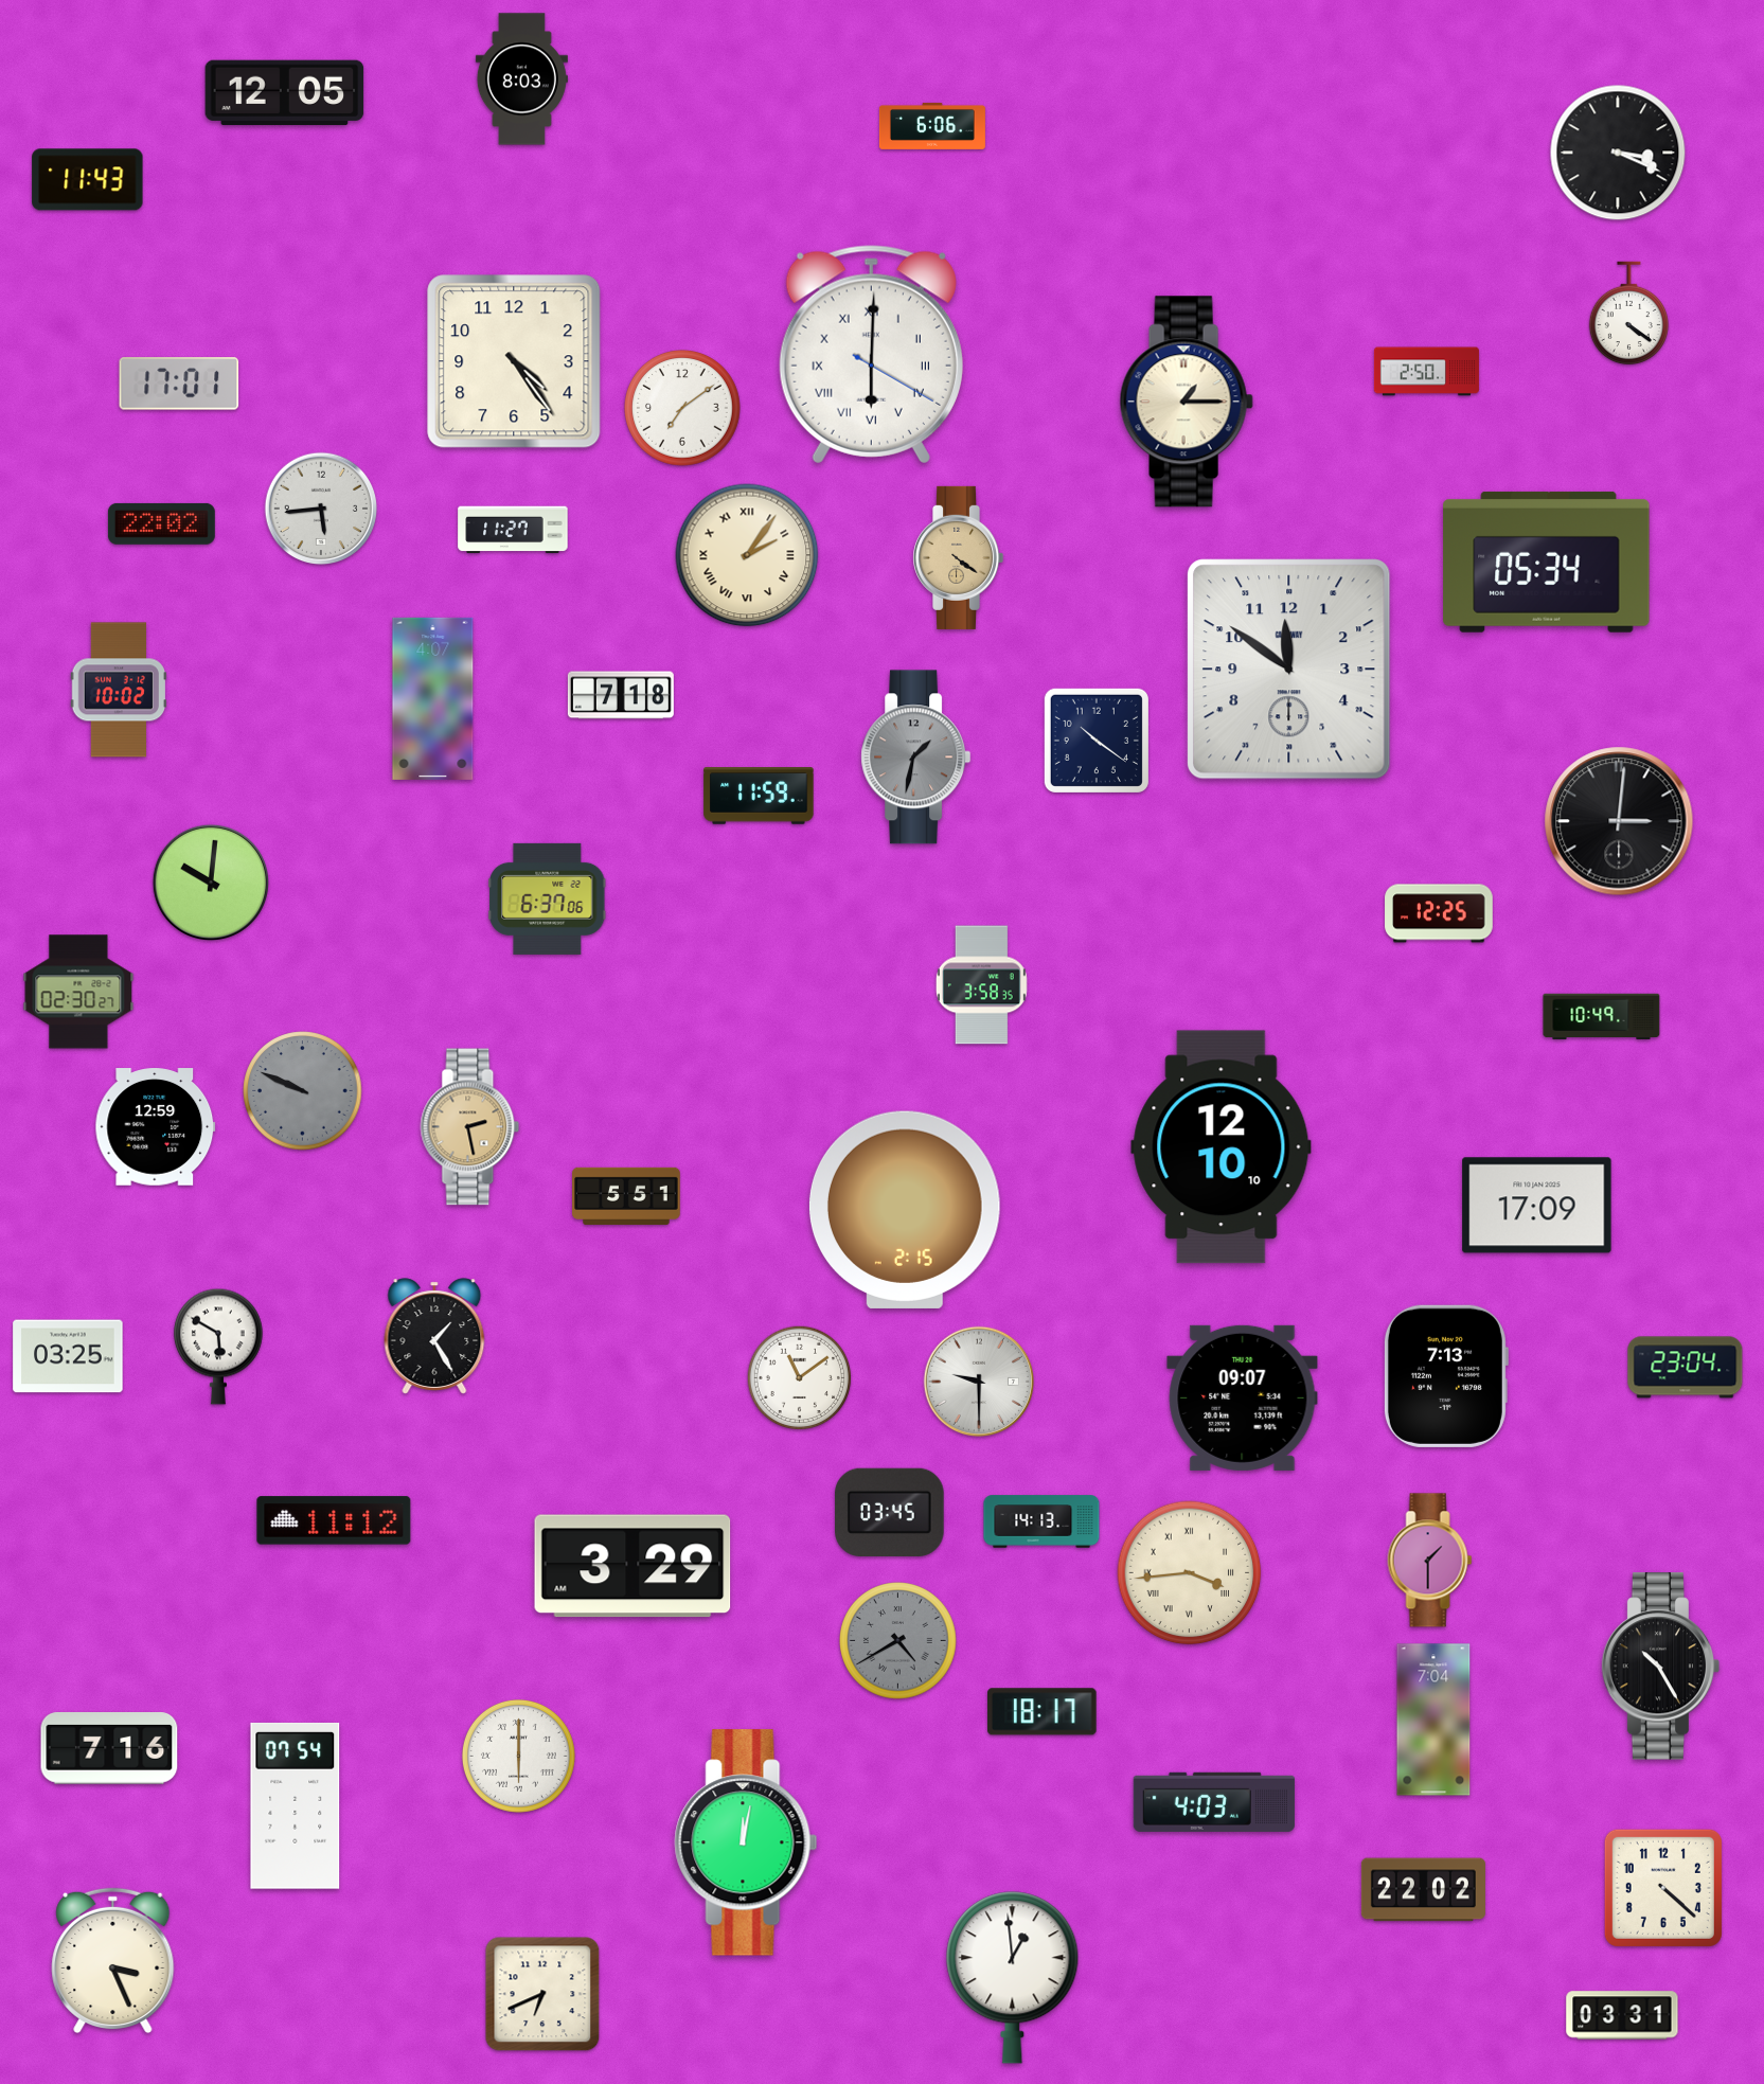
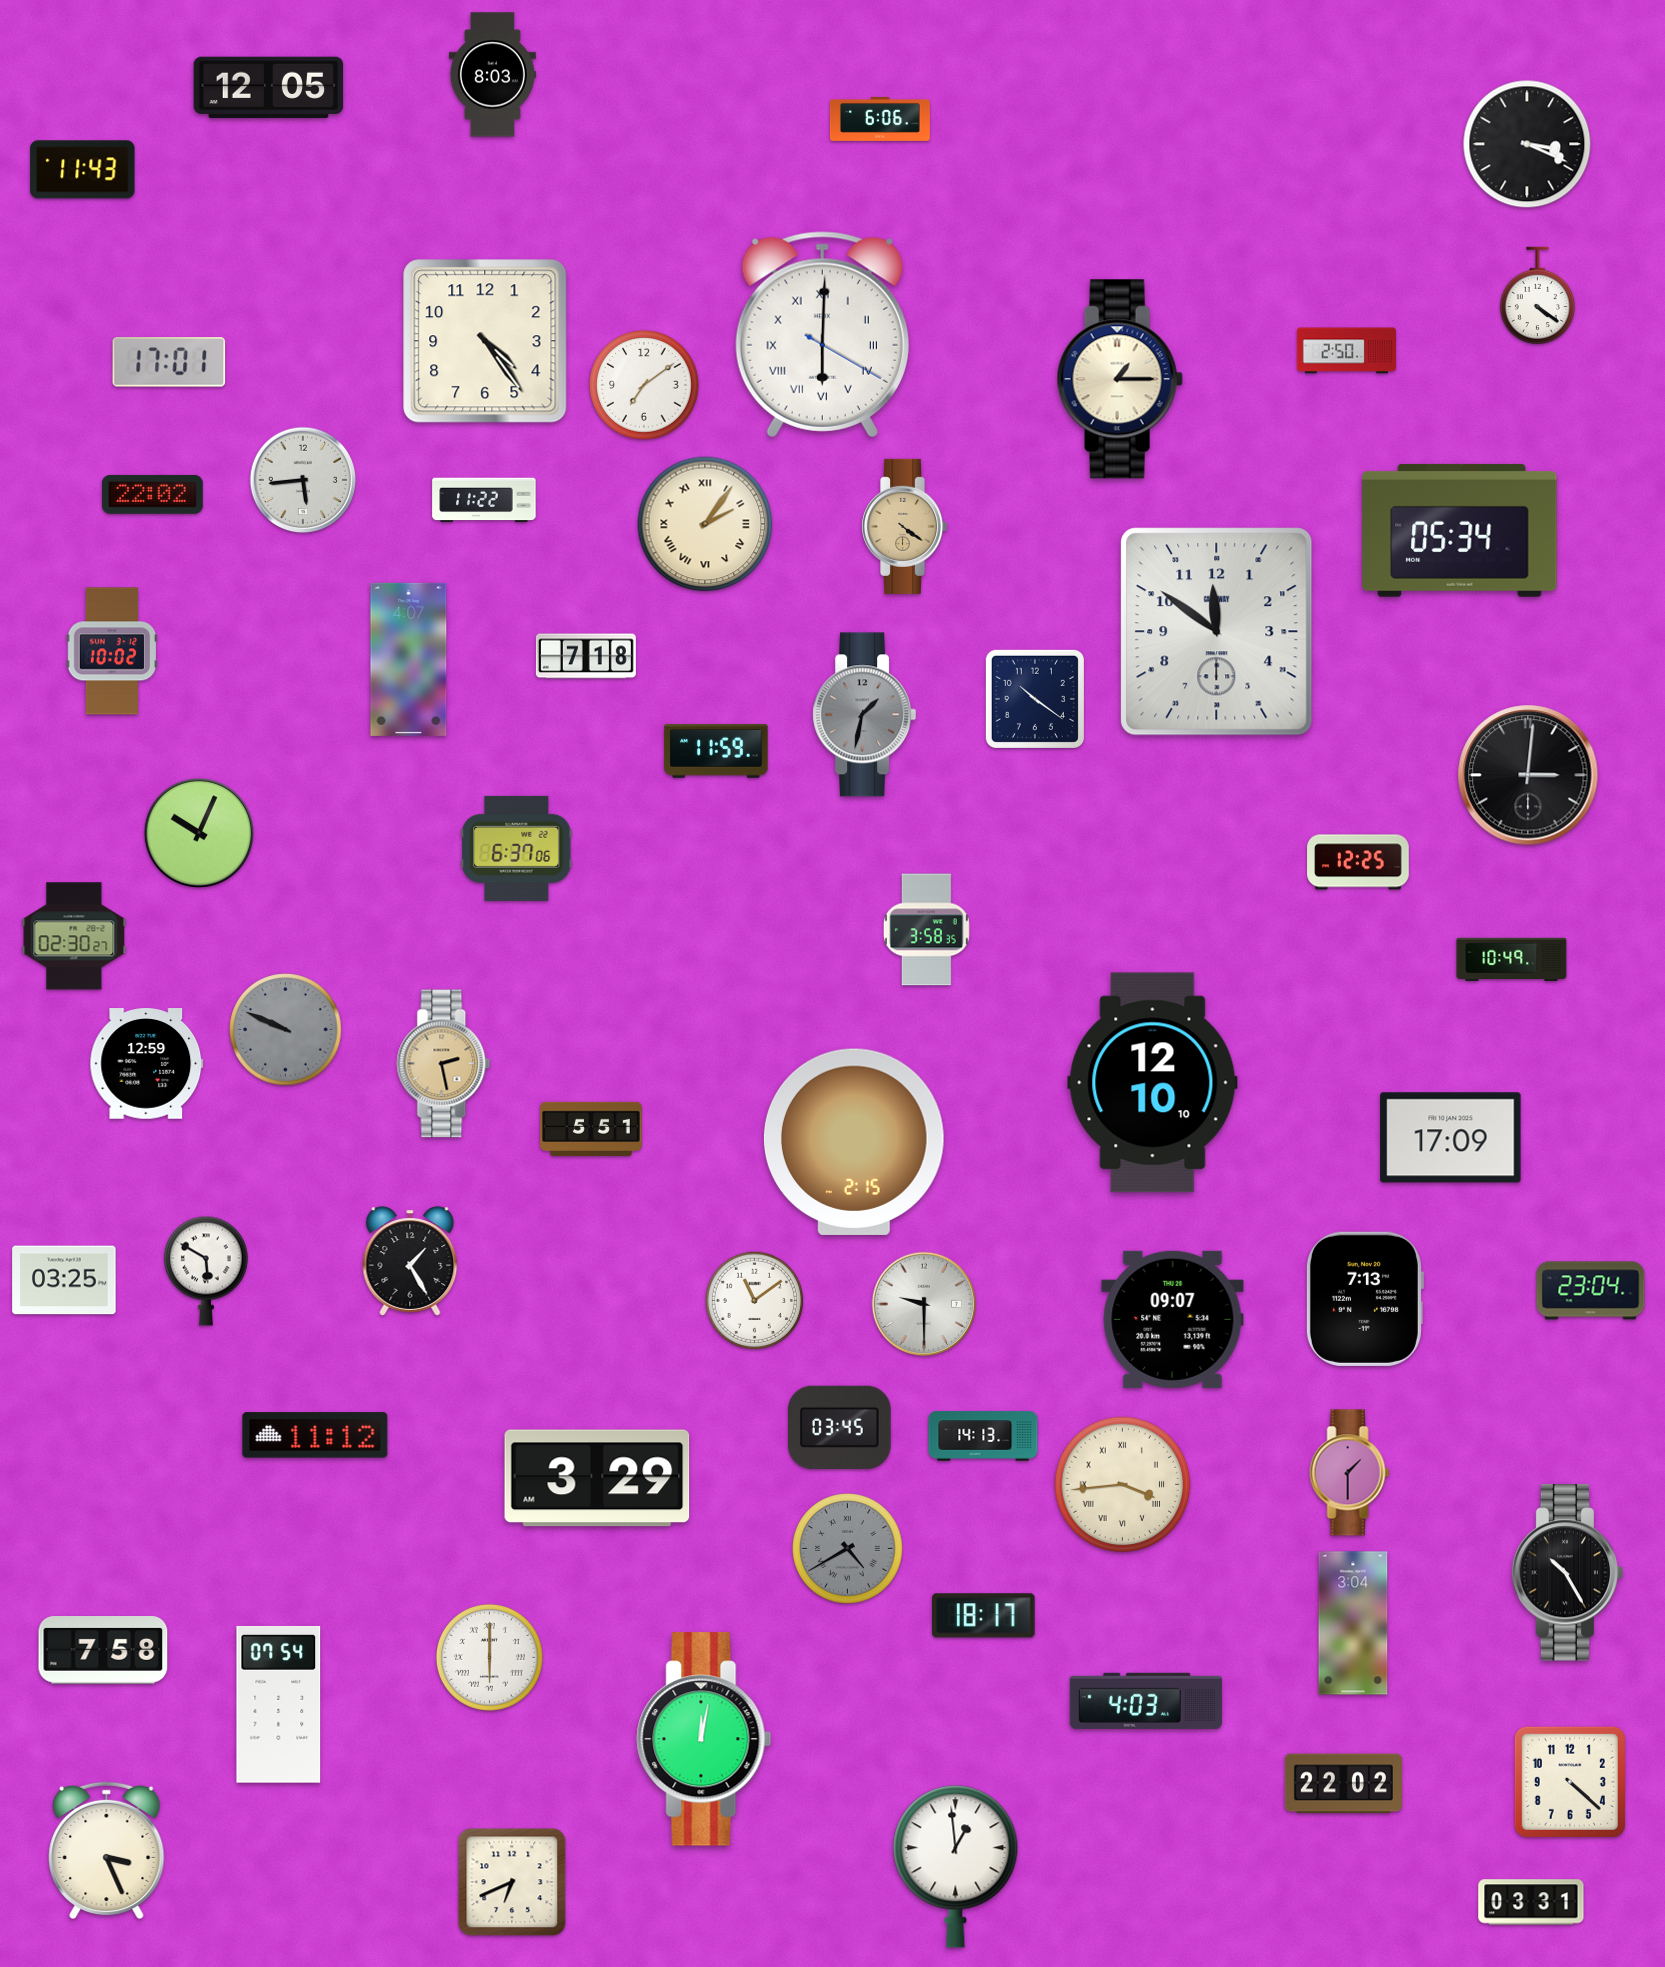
clock at (513, 530): 11:27 -> 11:22
clock at (211, 883): 10:01 -> 10:04
clock at (1433, 1720): 7:04 -> 3:04
clock at (109, 1749): 7:16 -> 7:58
